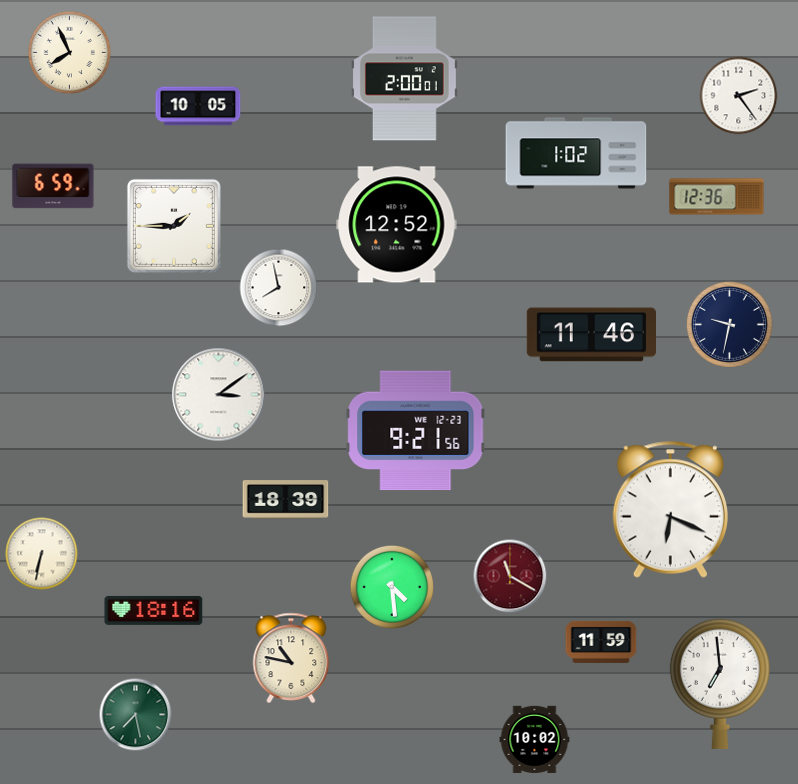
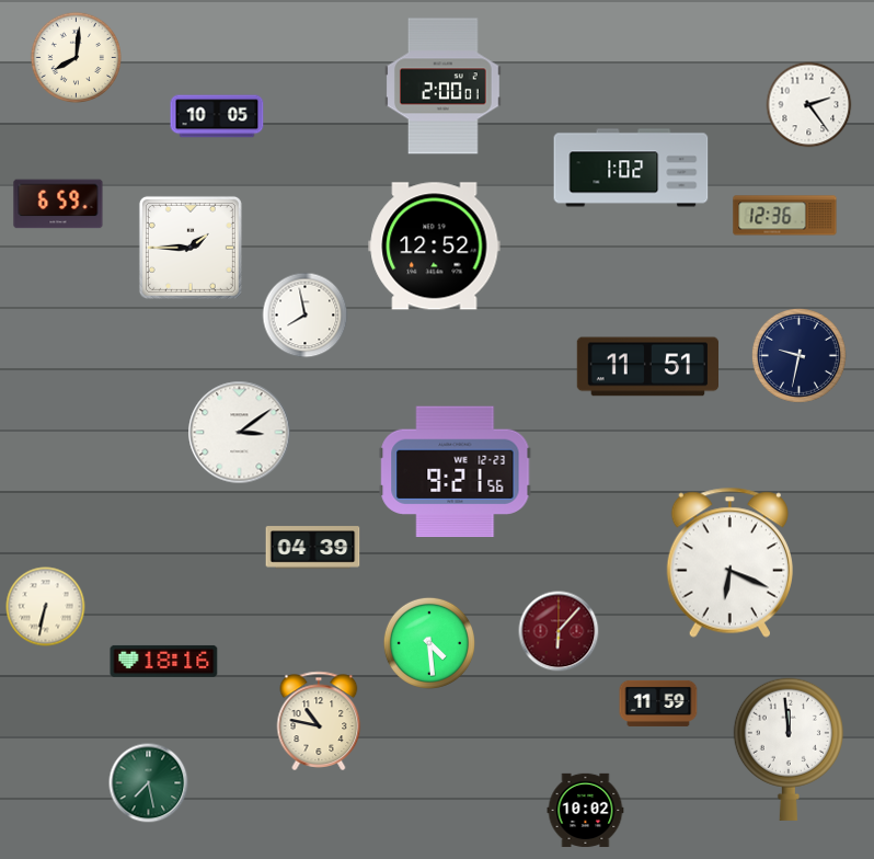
clock at (69, 52): 7:56 -> 8:01
clock at (591, 335): 11:46 -> 11:51
clock at (286, 500): 18:39 -> 04:39
clock at (670, 509) position: (670, 509) -> (729, 562)
clock at (510, 576): 11:20 -> 6:07
clock at (154, 610) position: (154, 610) -> (164, 661)
clock at (720, 684): 6:59 -> 11:59
